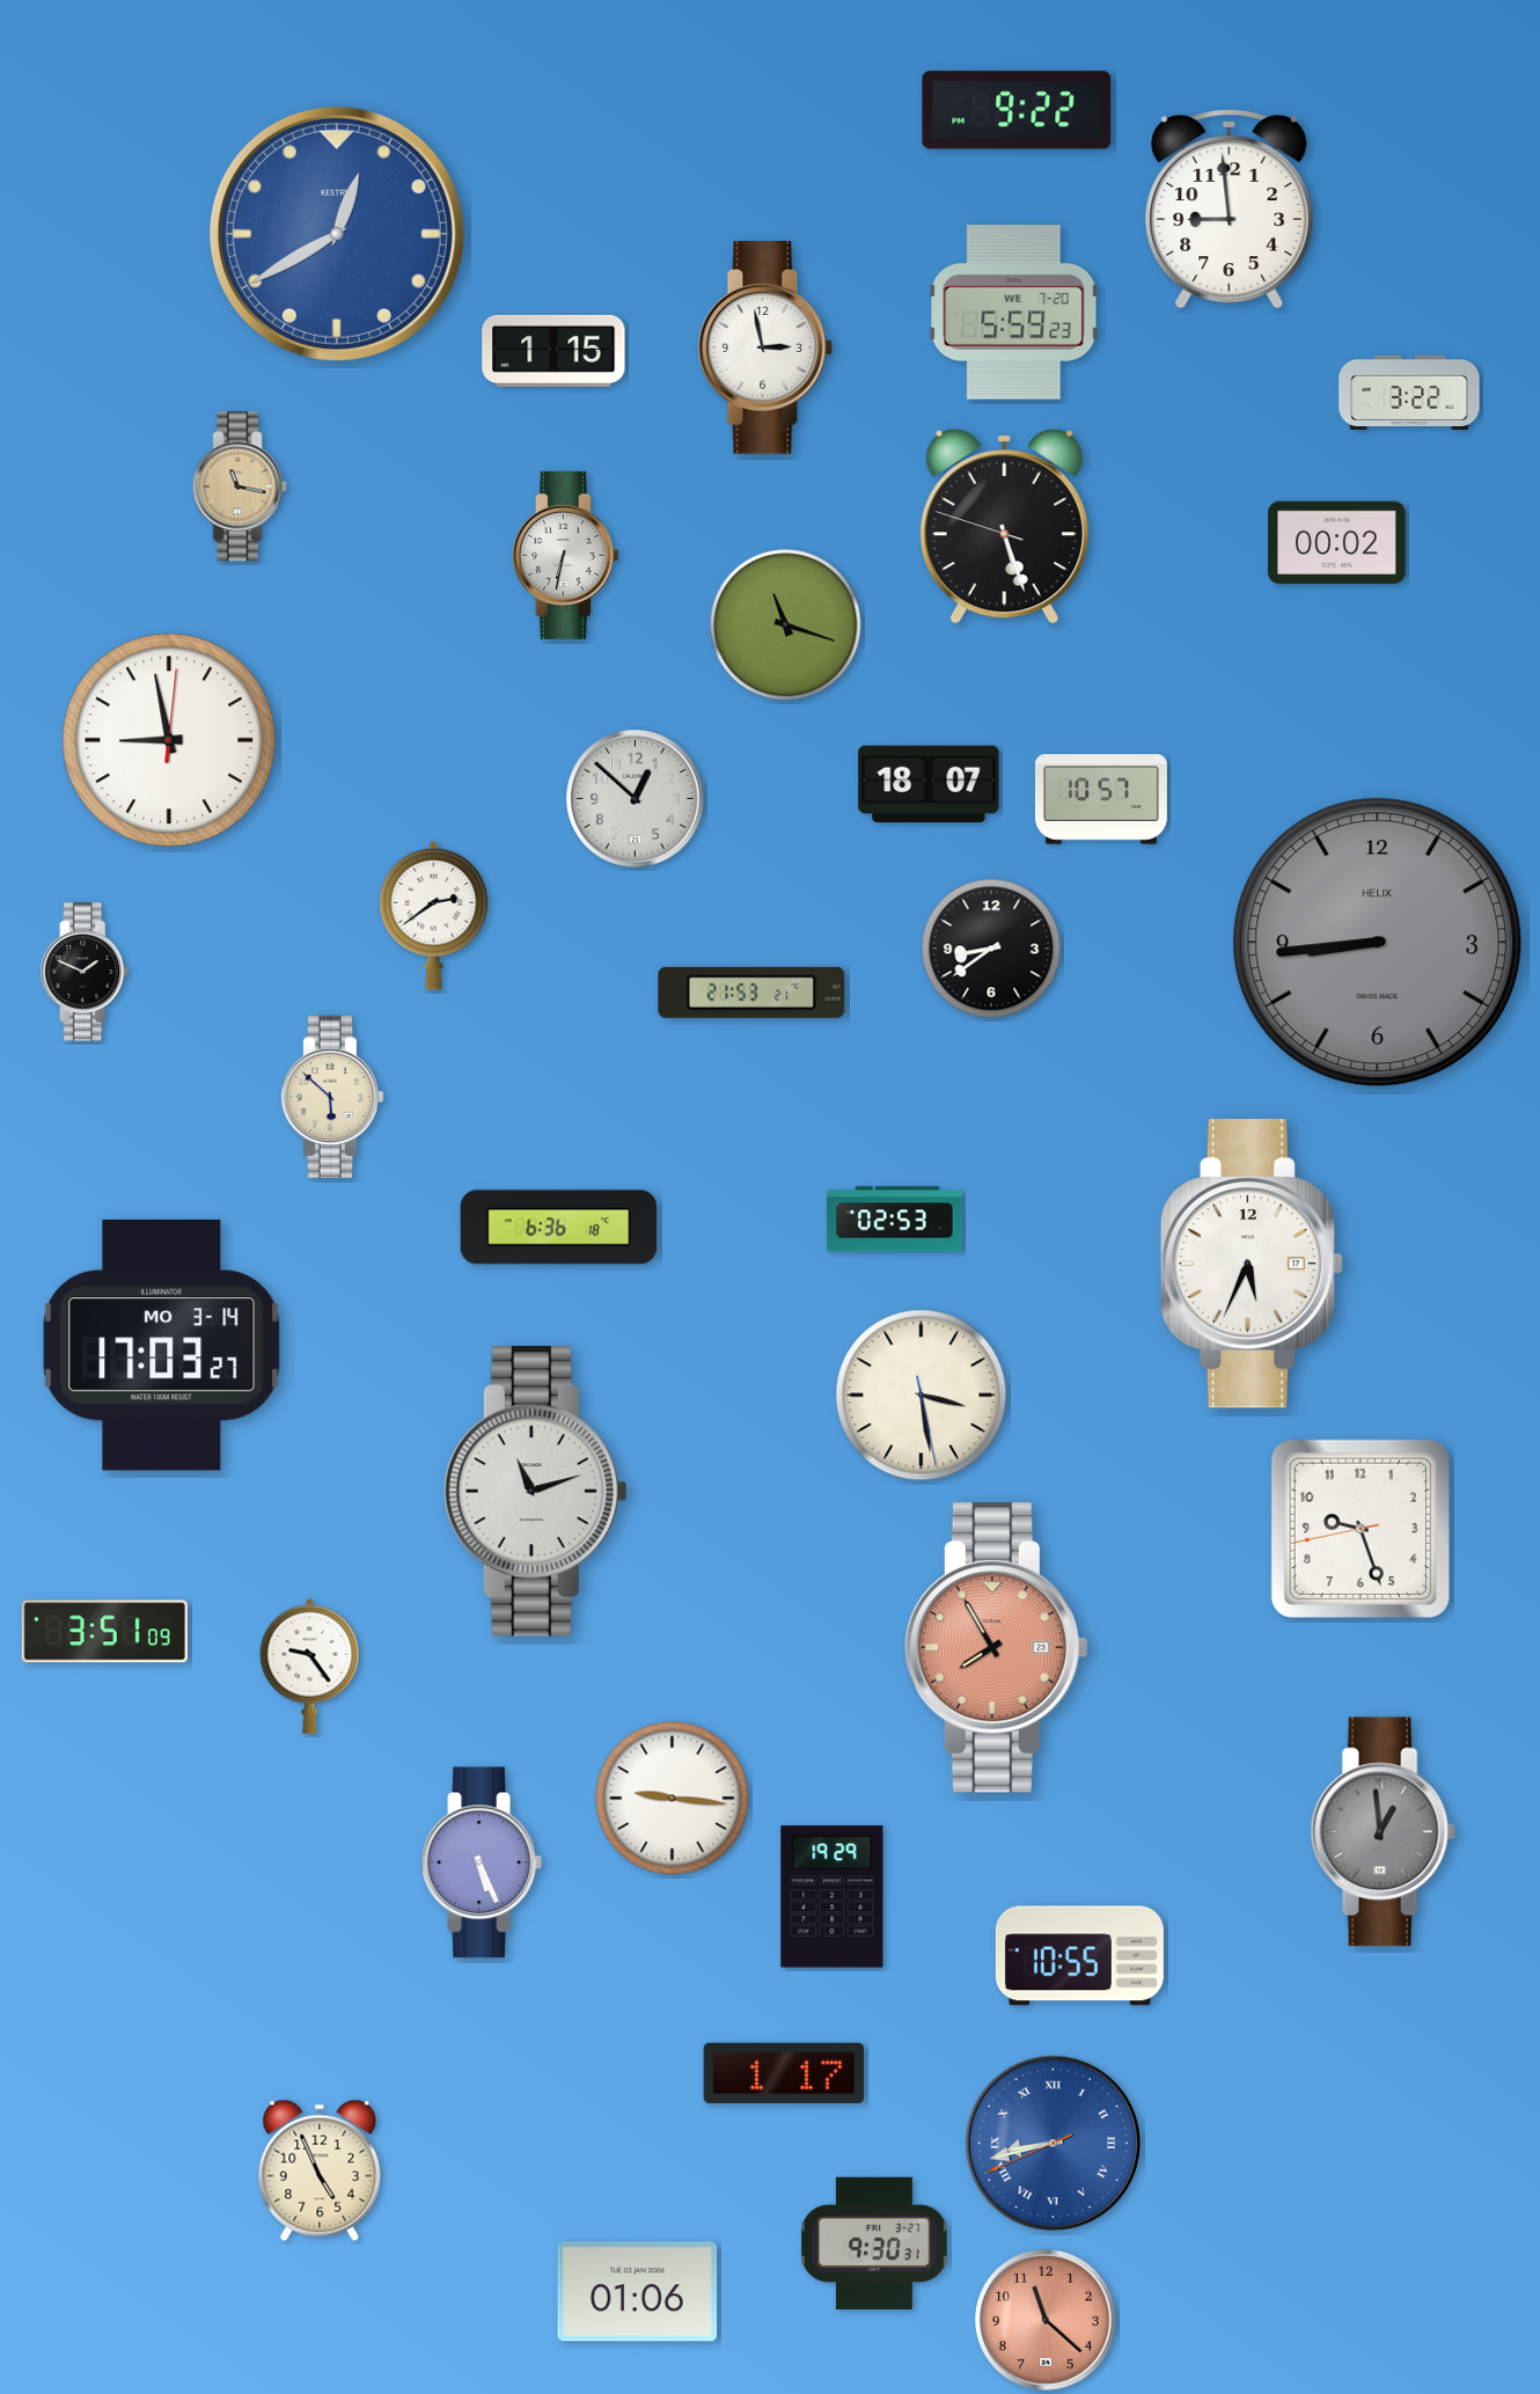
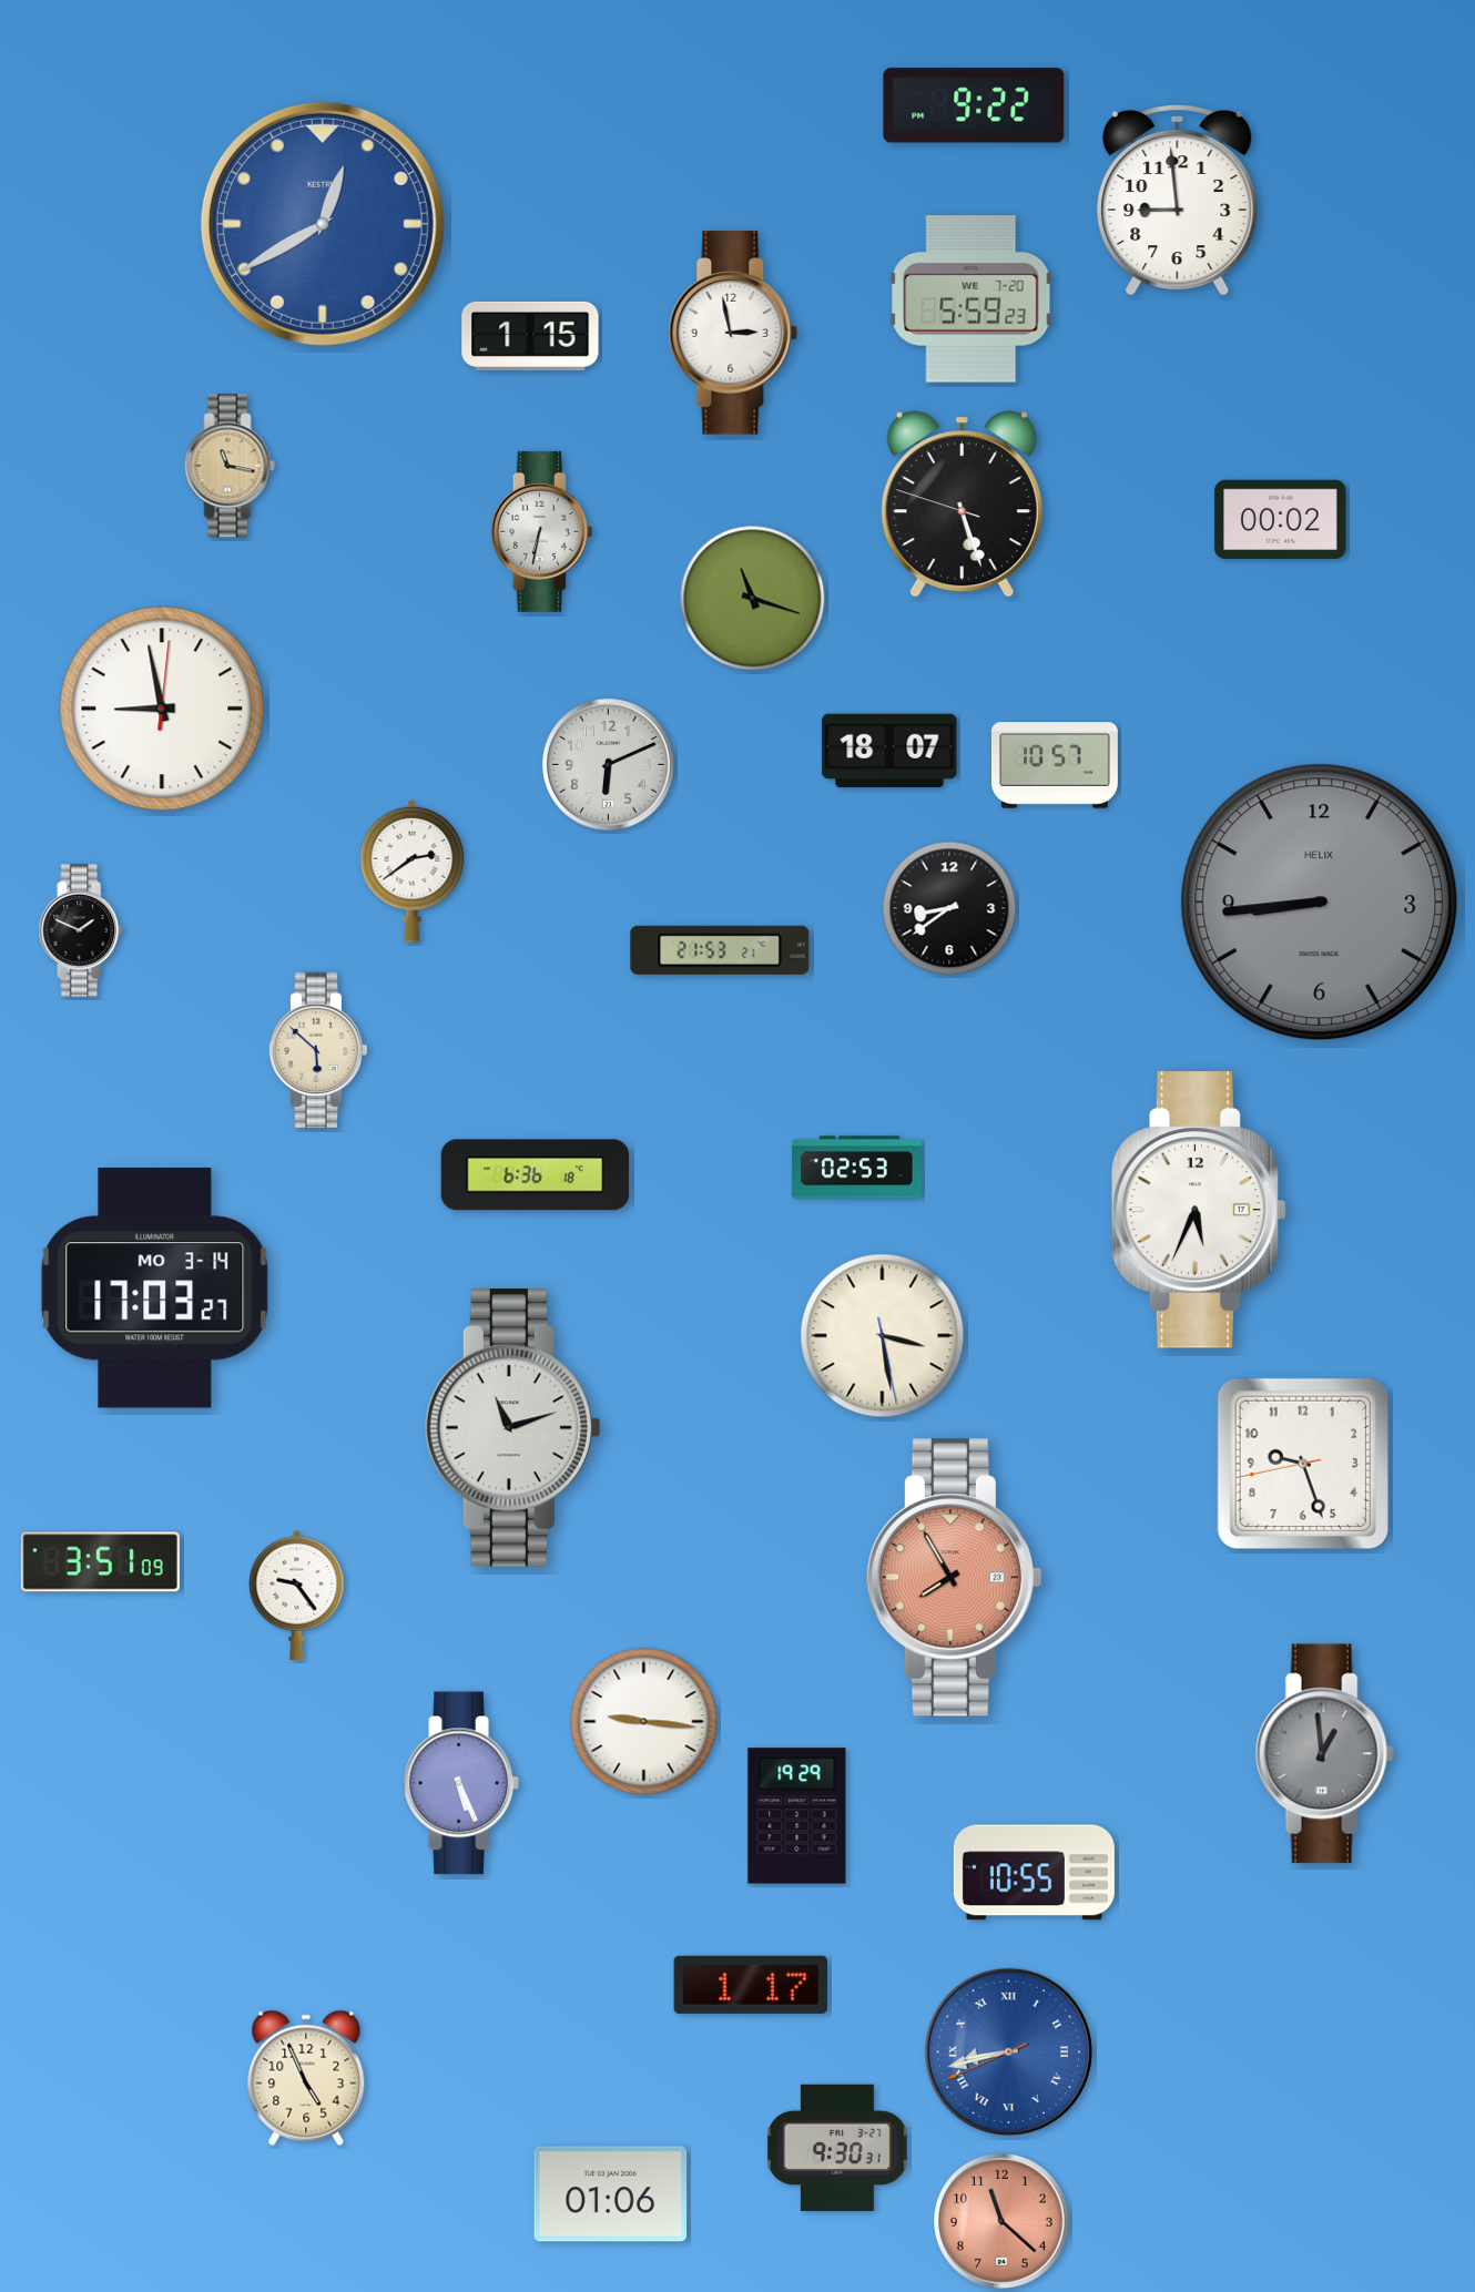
clock at (1409, 393): 3:22 -> none
clock at (636, 799): 12:52 -> 6:11
clock at (434, 915) position: (434, 915) -> (413, 870)
